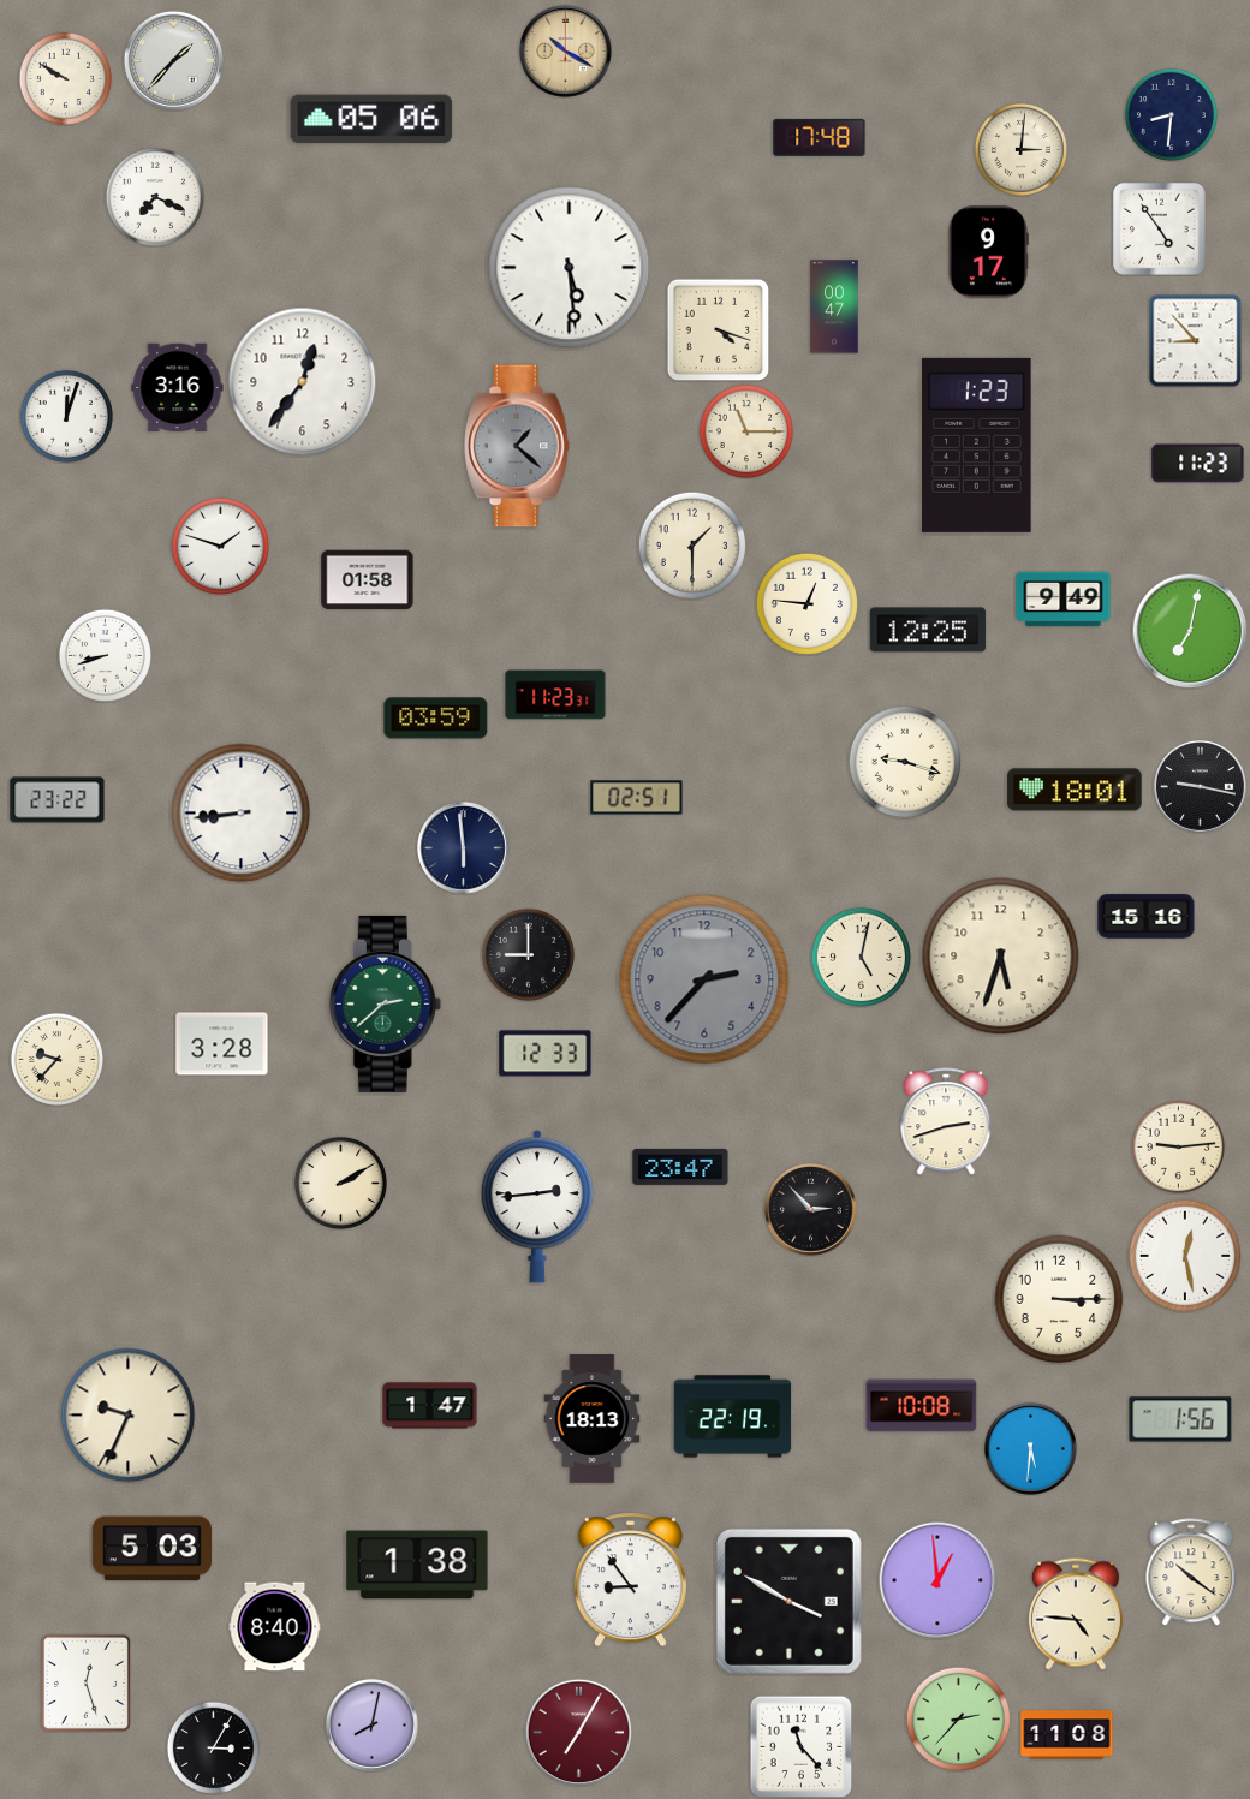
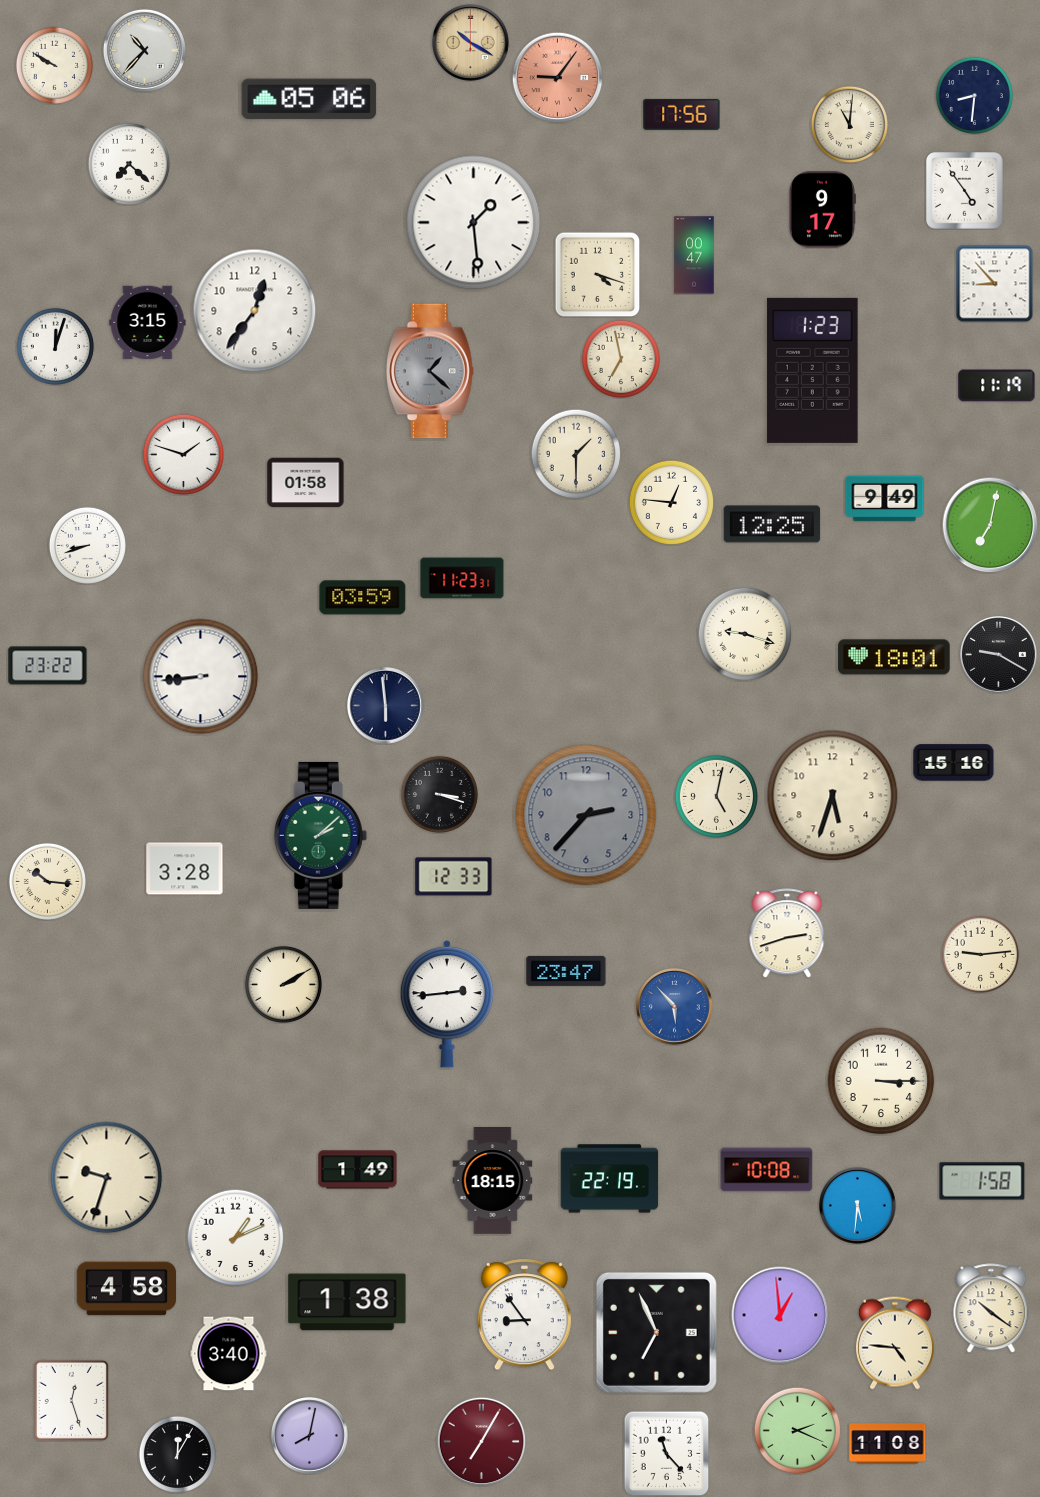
clock at (173, 60): 1:37 -> 10:37
clock at (557, 77): none -> 9:06
clock at (820, 137): 17:48 -> 17:56
clock at (1020, 149): 3:01 -> 11:01
clock at (155, 197): 7:19 -> 7:22
clock at (570, 268): 5:29 -> 1:29
clock at (303, 382) position: (303, 382) -> (255, 311)
clock at (178, 388): 3:16 -> 3:15
clock at (746, 431): 11:15 -> 6:58
clock at (1198, 464): 11:23 -> 11:19
clock at (905, 762) position: (905, 762) -> (745, 634)
clock at (1201, 787): 9:17 -> 9:20
clock at (637, 798): 02:51 -> none
clock at (528, 954): 9:00 -> 3:18
clock at (385, 1003): 2:38 -> 2:08
clock at (56, 1059): 9:37 -> 10:16
clock at (811, 1210): 2:53 -> 5:53
clock at (811, 1210) dial: black -> blue
clock at (1185, 1256): 12:28 -> none
clock at (430, 1406): 1:47 -> 1:49
clock at (129, 1416): 9:34 -> 9:33
clock at (593, 1419): 18:13 -> 18:15
clock at (1180, 1419): 1:56 -> 1:58
clock at (235, 1237): none -> 1:11
clock at (153, 1549): 5:03 -> 4:58
clock at (788, 1601): 3:50 -> 6:56
clock at (275, 1627): 8:40 -> 3:40
clock at (958, 1718): 2:37 -> 2:19
clock at (213, 1747): 3:05 -> 12:05
